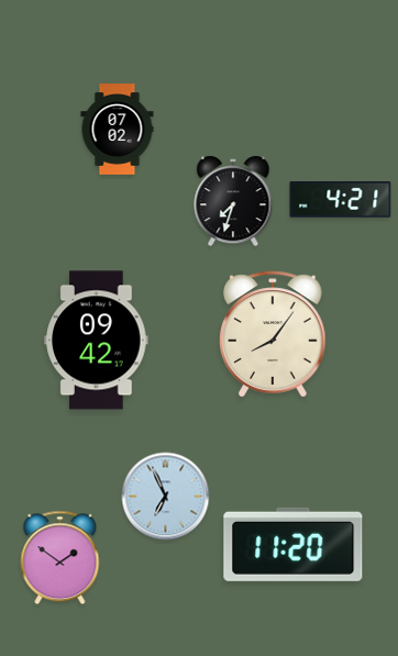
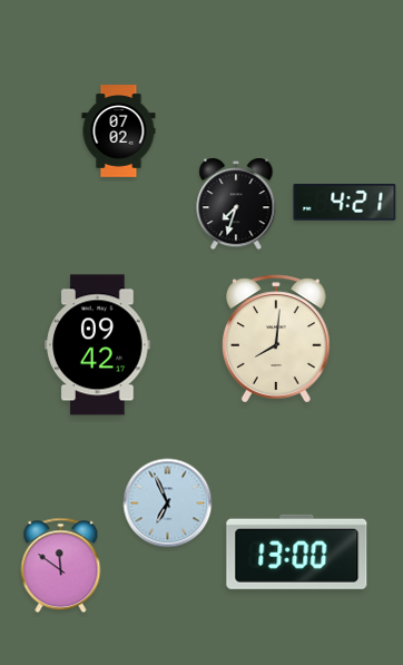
clock at (274, 334): 8:06 -> 8:01
clock at (294, 544): 11:20 -> 13:00
clock at (60, 558): 1:51 -> 11:51
